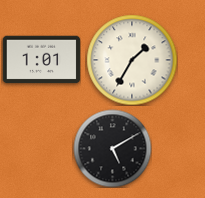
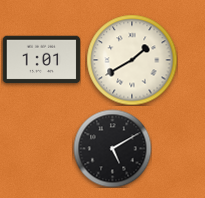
clock at (132, 60): 1:35 -> 1:40
